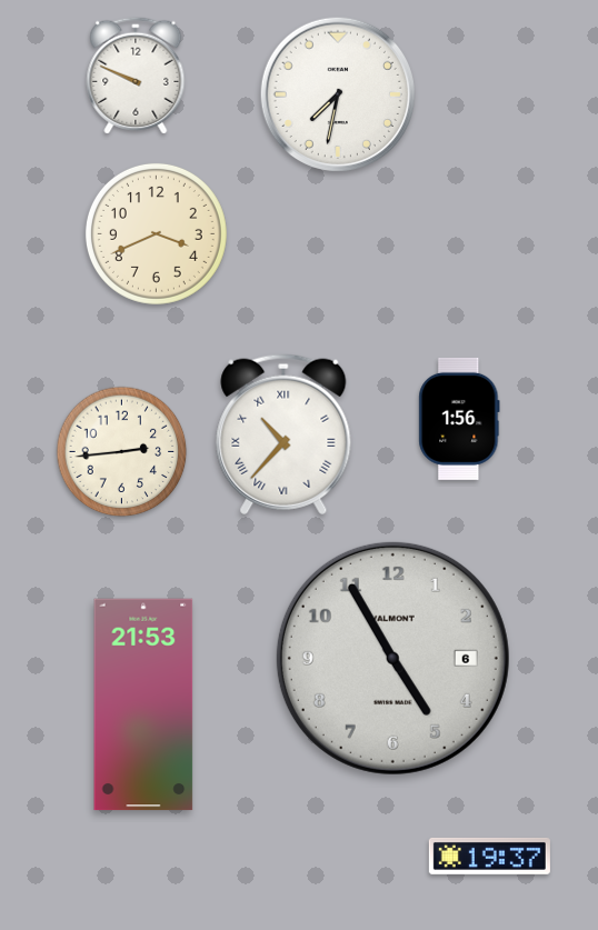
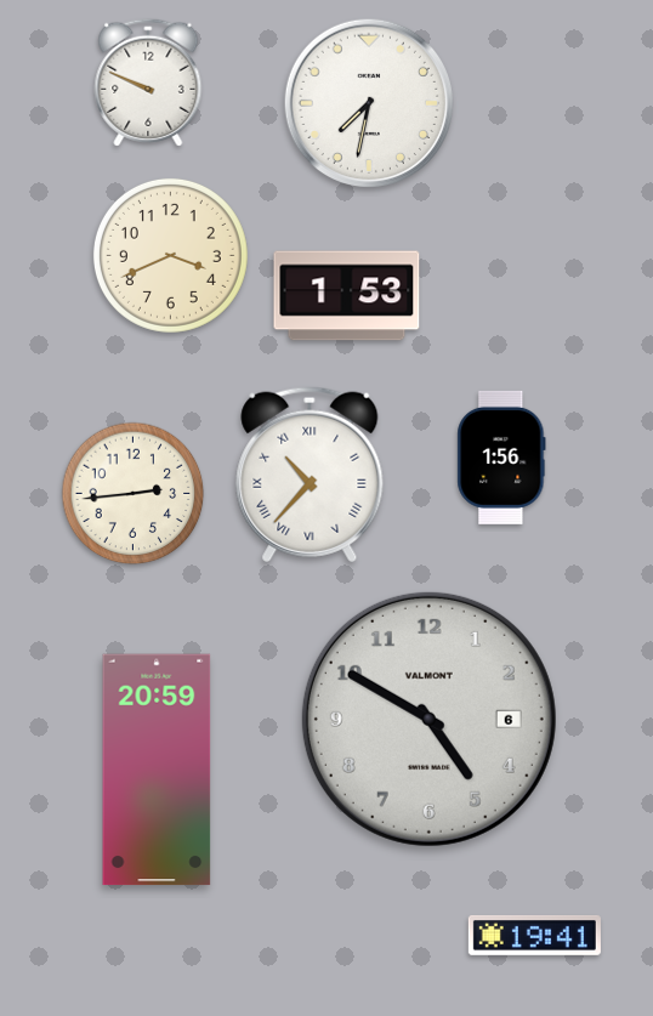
clock at (347, 296): none -> 1:53
clock at (392, 658): 4:55 -> 4:50
clock at (143, 704): 21:53 -> 20:59
clock at (489, 856): 19:37 -> 19:41
